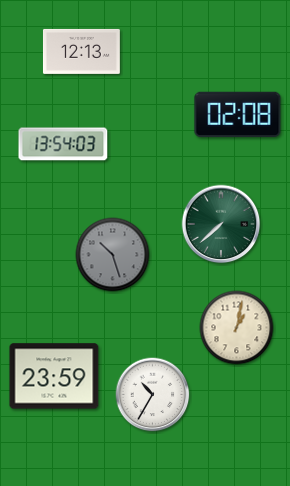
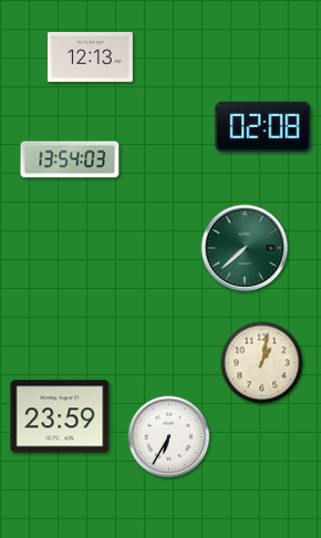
clock at (113, 255): 10:27 -> none
clock at (153, 395): 10:35 -> 6:35
